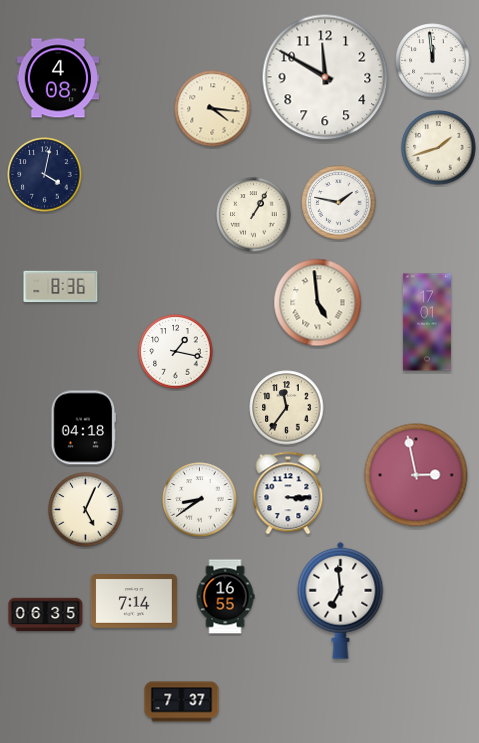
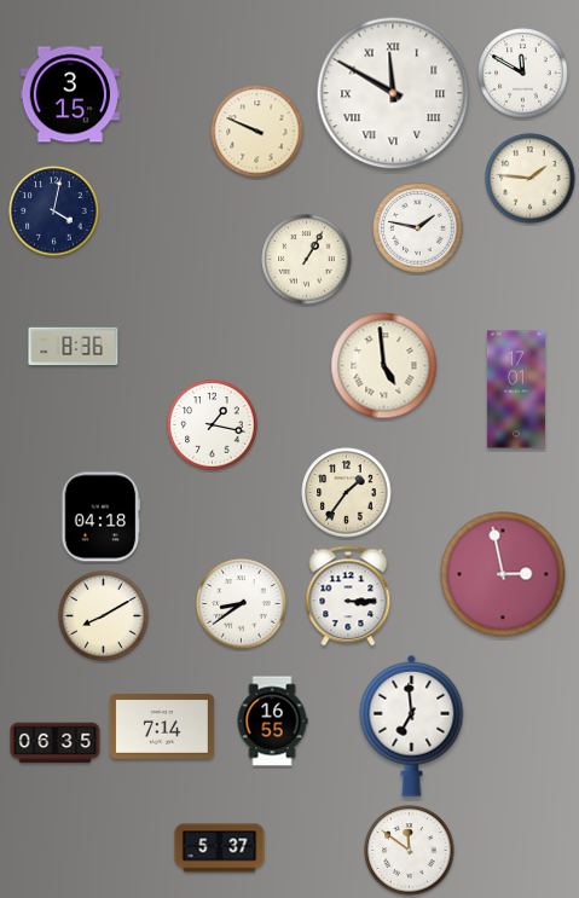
clock at (433, 61): 11:59 -> 11:50
clock at (325, 77) numerals: Arabic -> Roman
clock at (58, 78): 4:08 -> 3:15
clock at (213, 109): 4:16 -> 9:49
clock at (439, 148): 1:42 -> 1:46
clock at (339, 203) position: (339, 203) -> (418, 228)
clock at (287, 408): 11:36 -> 1:36
clock at (86, 510): 5:04 -> 8:10
clock at (182, 702): 7:37 -> 5:37
clock at (410, 851): none -> 11:51
